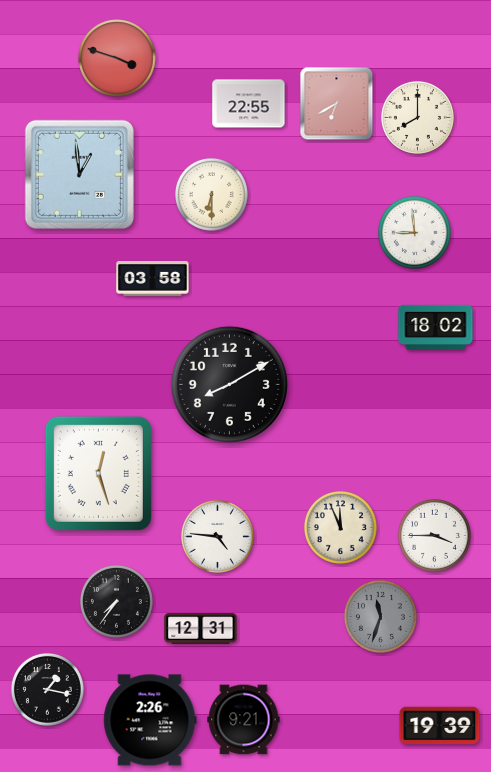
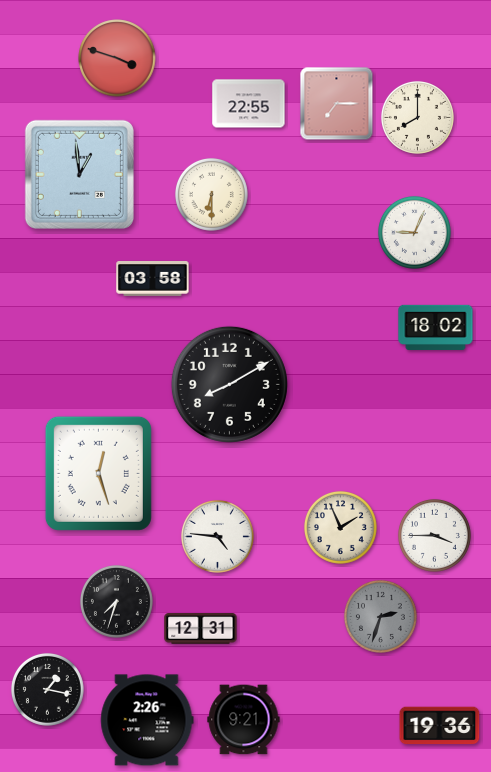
clock at (337, 104): 6:40 -> 7:15
clock at (414, 232): 8:59 -> 9:04
clock at (340, 527): 11:56 -> 1:56
clock at (116, 601): 7:36 -> 7:33
clock at (380, 616): 11:33 -> 2:33
clock at (150, 720) position: (150, 720) -> (147, 720)
clock at (440, 726): 19:39 -> 19:36
